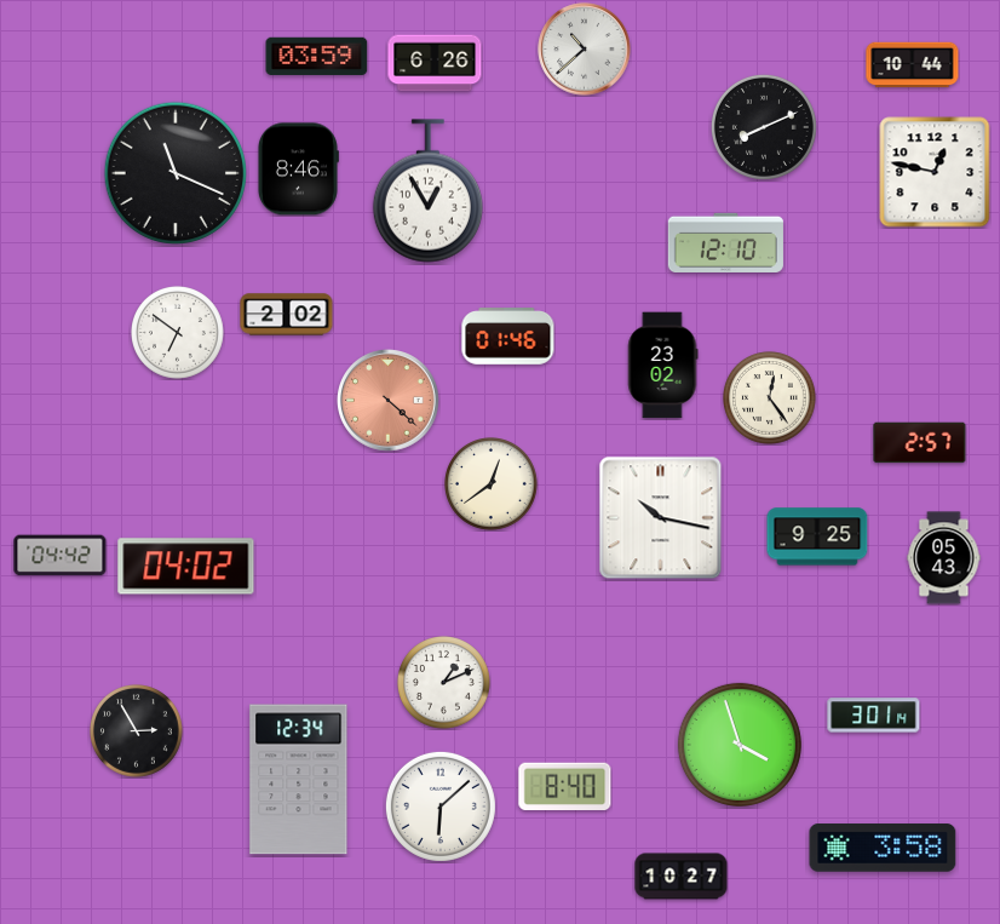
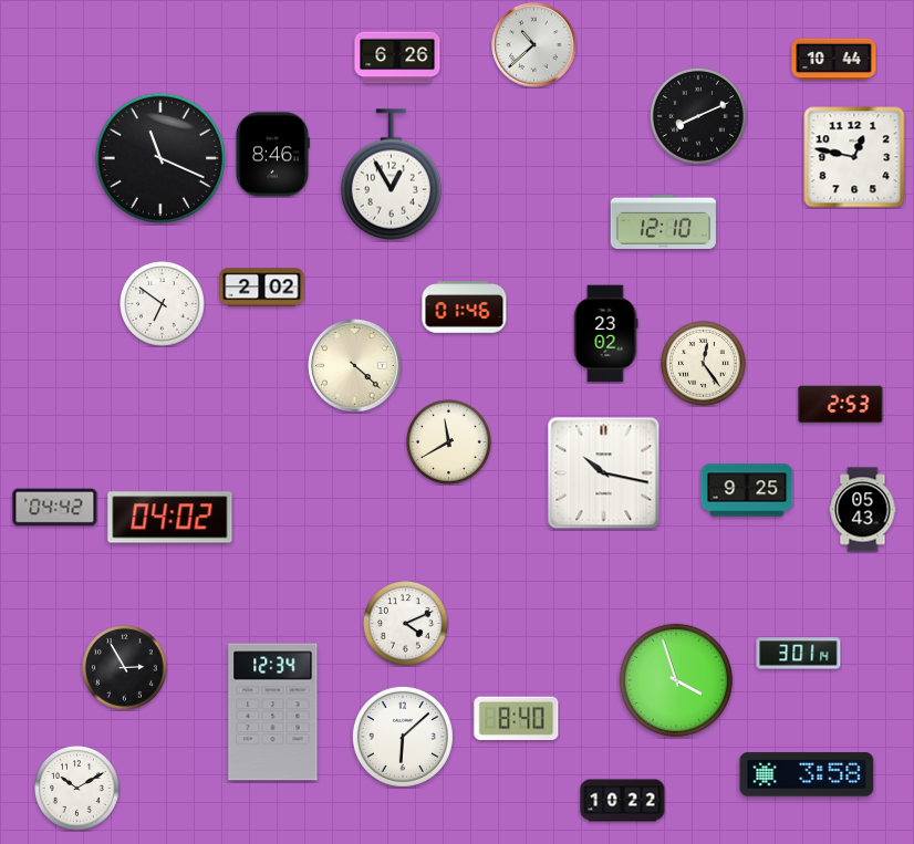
clock at (317, 56): 03:59 -> none
clock at (389, 401) dial: salmon -> cream
clock at (920, 443): 2:57 -> 2:53
clock at (492, 484): 12:39 -> 11:40
clock at (444, 683): 1:11 -> 4:11
clock at (77, 789): none -> 10:10
clock at (682, 877): 10:27 -> 10:22
